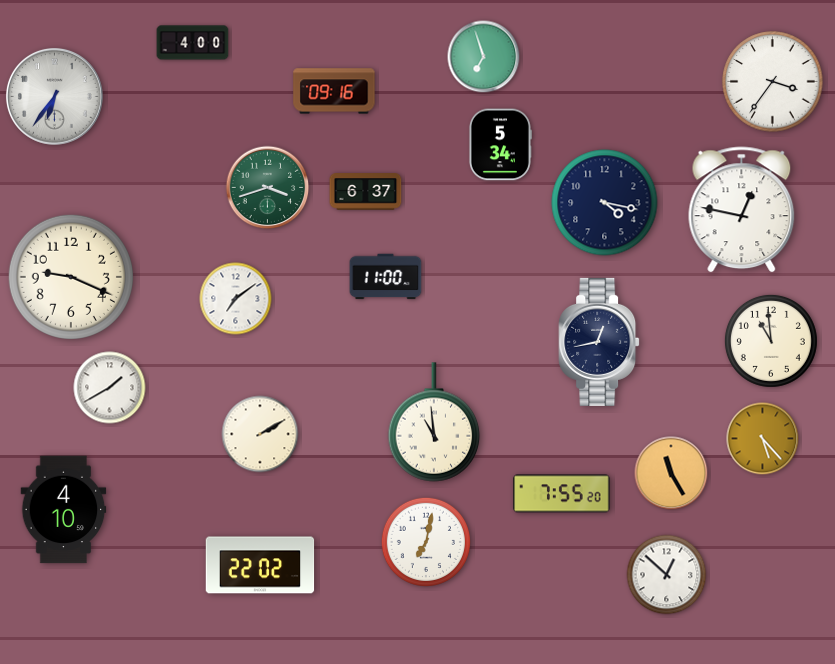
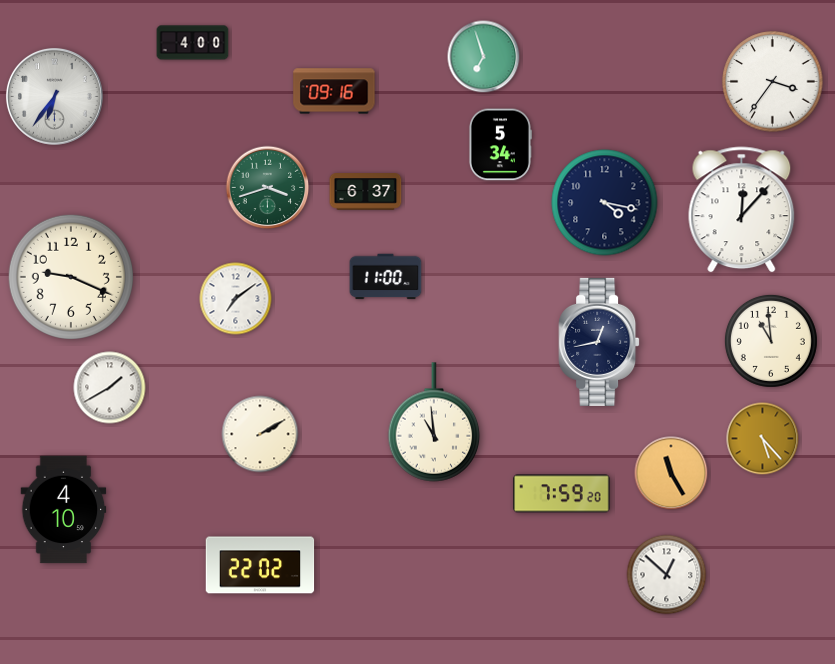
clock at (742, 210): 12:47 -> 12:07
clock at (562, 494): 7:55 -> 7:59
clock at (426, 542): 7:02 -> none
